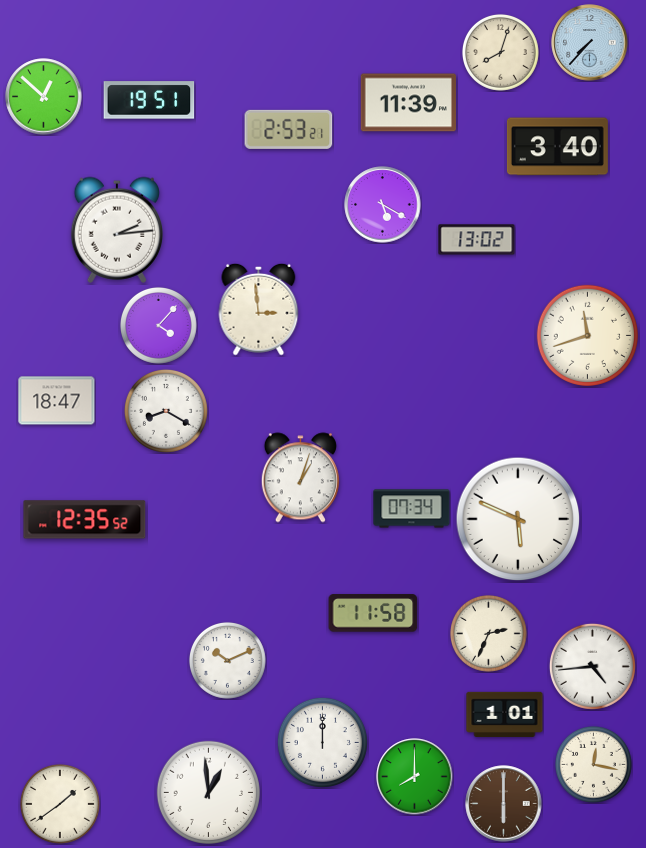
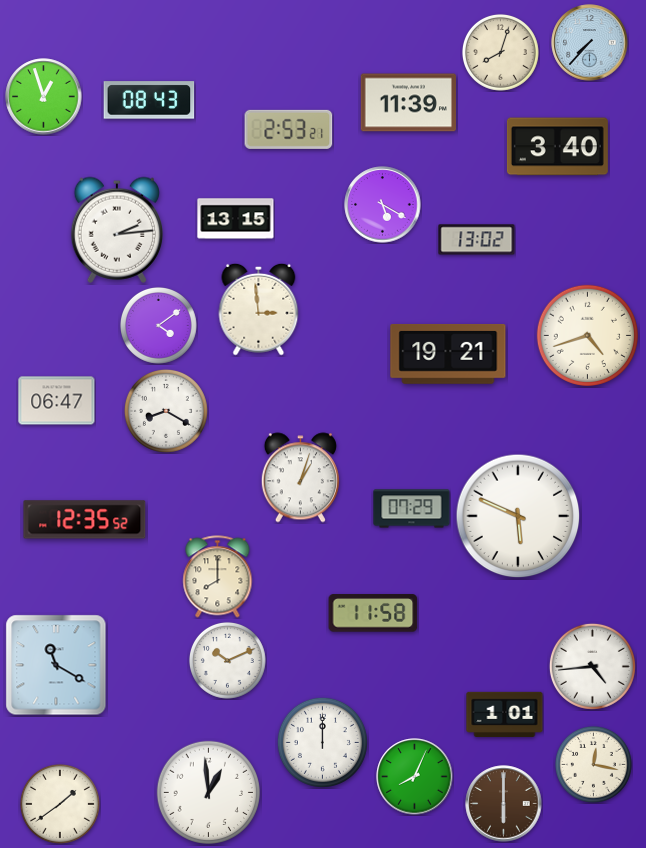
clock at (44, 97): 12:52 -> 12:57
clock at (149, 100): 19:51 -> 08:43
clock at (236, 219): none -> 13:15
clock at (158, 325): 4:07 -> 4:09
clock at (587, 335): 11:42 -> 4:42
clock at (448, 354): none -> 19:21
clock at (57, 401): 18:47 -> 06:47
clock at (412, 509): 07:34 -> 07:29
clock at (518, 519) position: (518, 519) -> (518, 516)
clock at (218, 577): none -> 8:00
clock at (488, 633): 2:34 -> none
clock at (56, 665): none -> 11:20
clock at (415, 777): 8:00 -> 8:04
